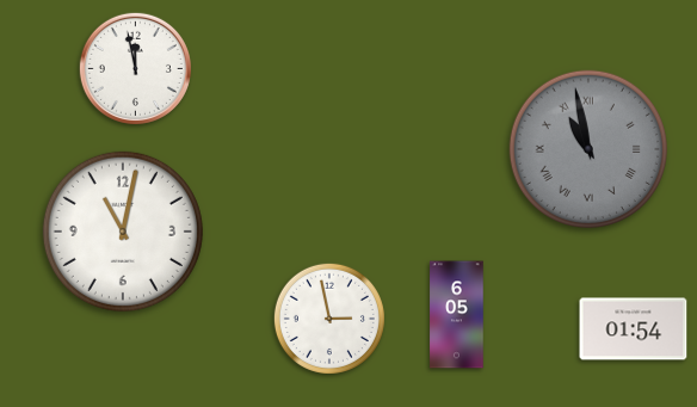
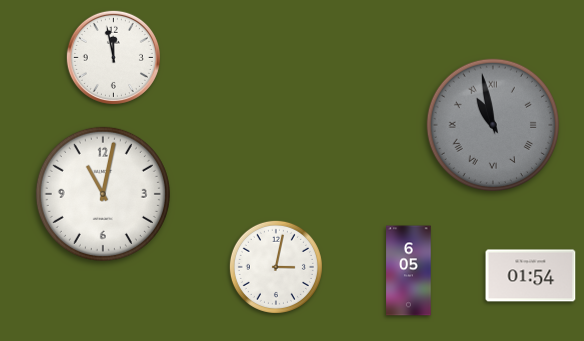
clock at (457, 315) position: (457, 315) -> (409, 271)
clock at (329, 319): 2:58 -> 3:02
